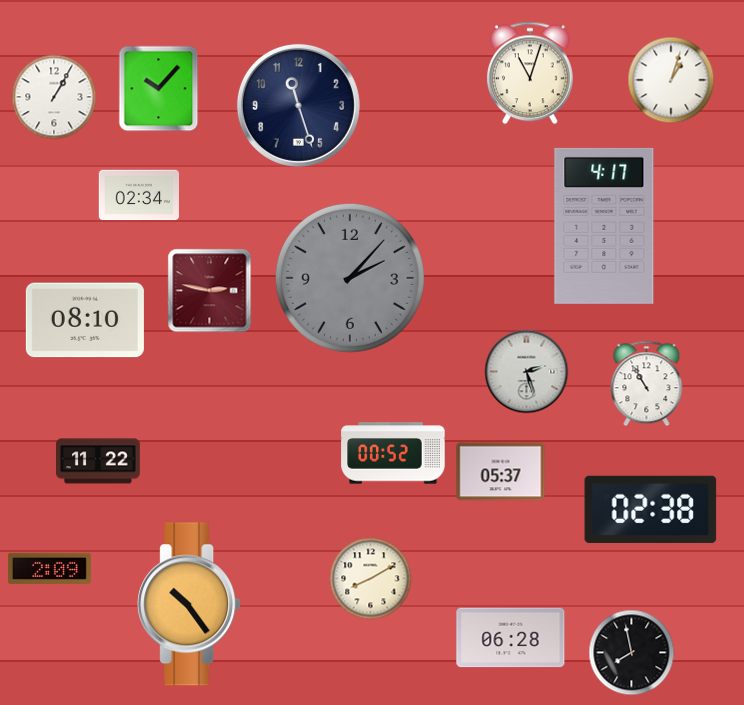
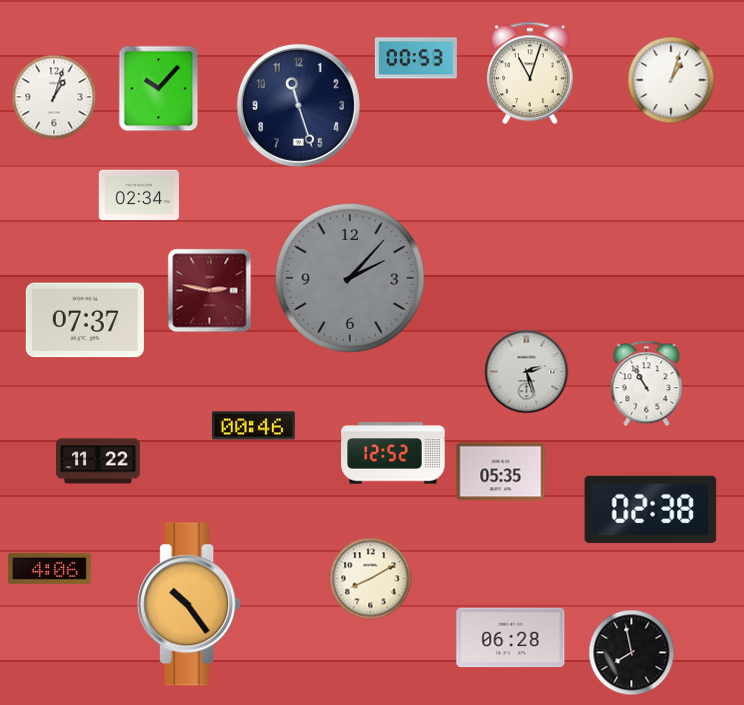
clock at (416, 58): none -> 00:53
clock at (54, 97): 1:05 -> 1:03
clock at (604, 226): 4:17 -> none
clock at (85, 320): 08:10 -> 07:37
clock at (253, 426): none -> 00:46
clock at (393, 453): 00:52 -> 12:52
clock at (501, 472): 05:37 -> 05:35
clock at (49, 568): 2:09 -> 4:06
